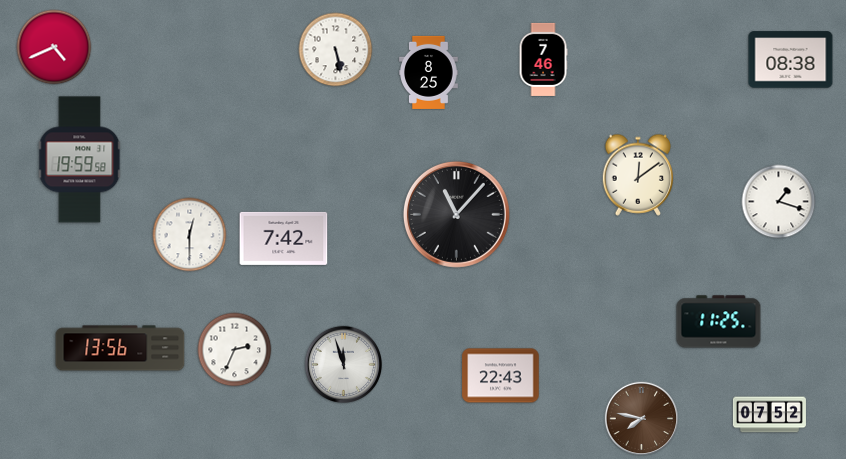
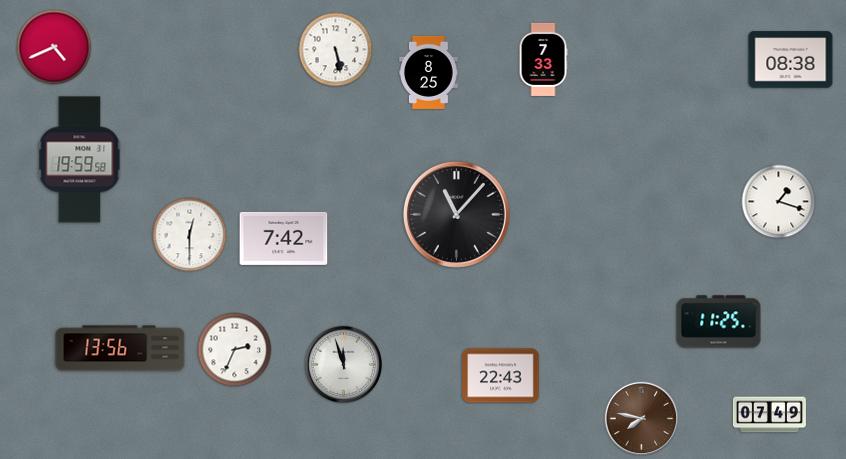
clock at (543, 59): 7:46 -> 7:33
clock at (638, 175): 12:09 -> none
clock at (769, 415): 07:52 -> 07:49
